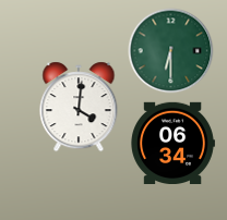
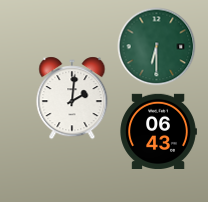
clock at (79, 107): 4:01 -> 2:01
clock at (172, 143): 06:34 -> 06:43
